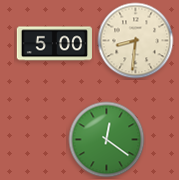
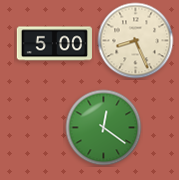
clock at (136, 41): 8:31 -> 8:26
clock at (107, 140) position: (107, 140) -> (104, 128)
